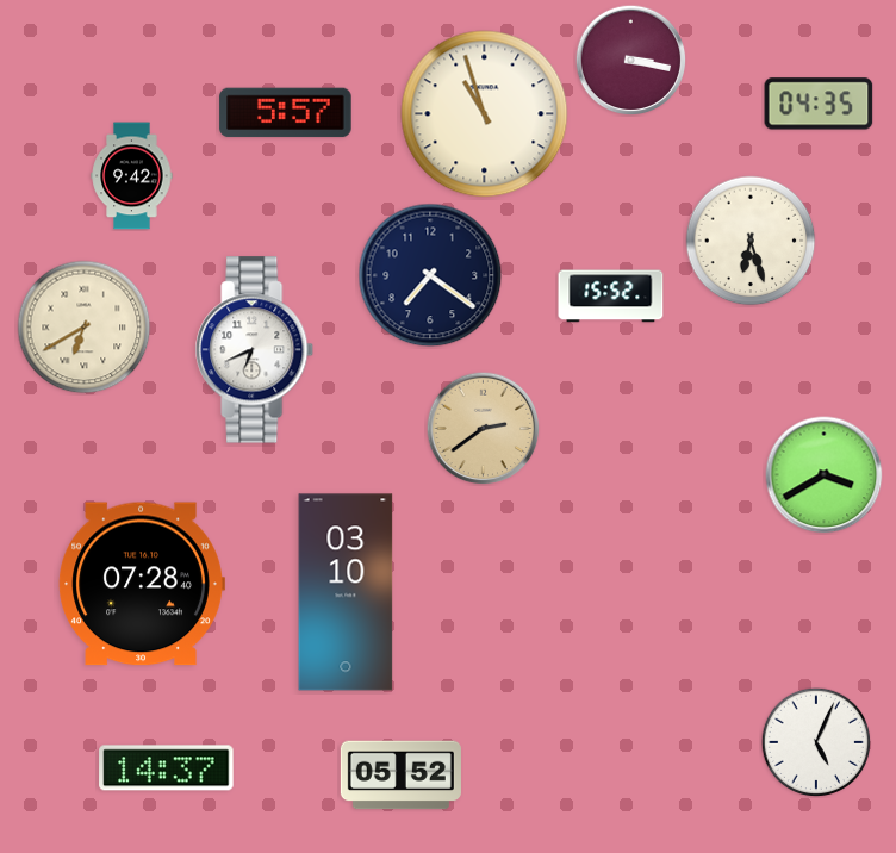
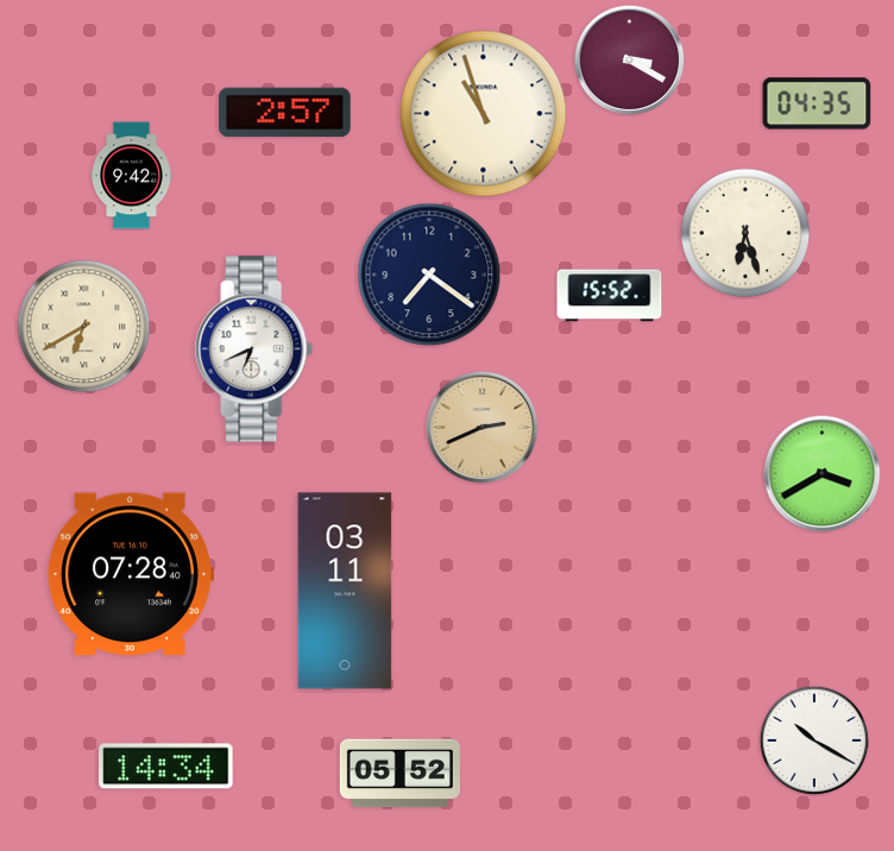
clock at (630, 60): 3:17 -> 3:20
clock at (286, 113): 5:57 -> 2:57
clock at (751, 241) position: (751, 241) -> (745, 233)
clock at (483, 428): 2:39 -> 2:41
clock at (142, 584) position: (142, 584) -> (131, 574)
clock at (346, 592): 03:10 -> 03:11
clock at (816, 742): 5:04 -> 10:20
clock at (167, 768): 14:37 -> 14:34
